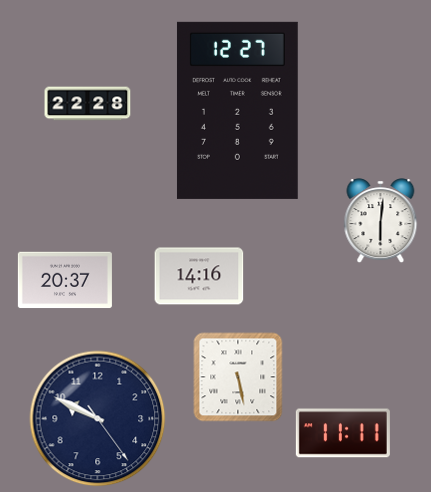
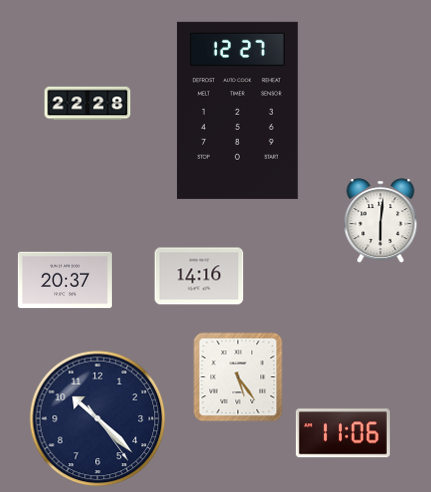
clock at (238, 377): 5:28 -> 5:24
clock at (98, 419): 9:49 -> 10:22
clock at (343, 433): 11:11 -> 11:06
